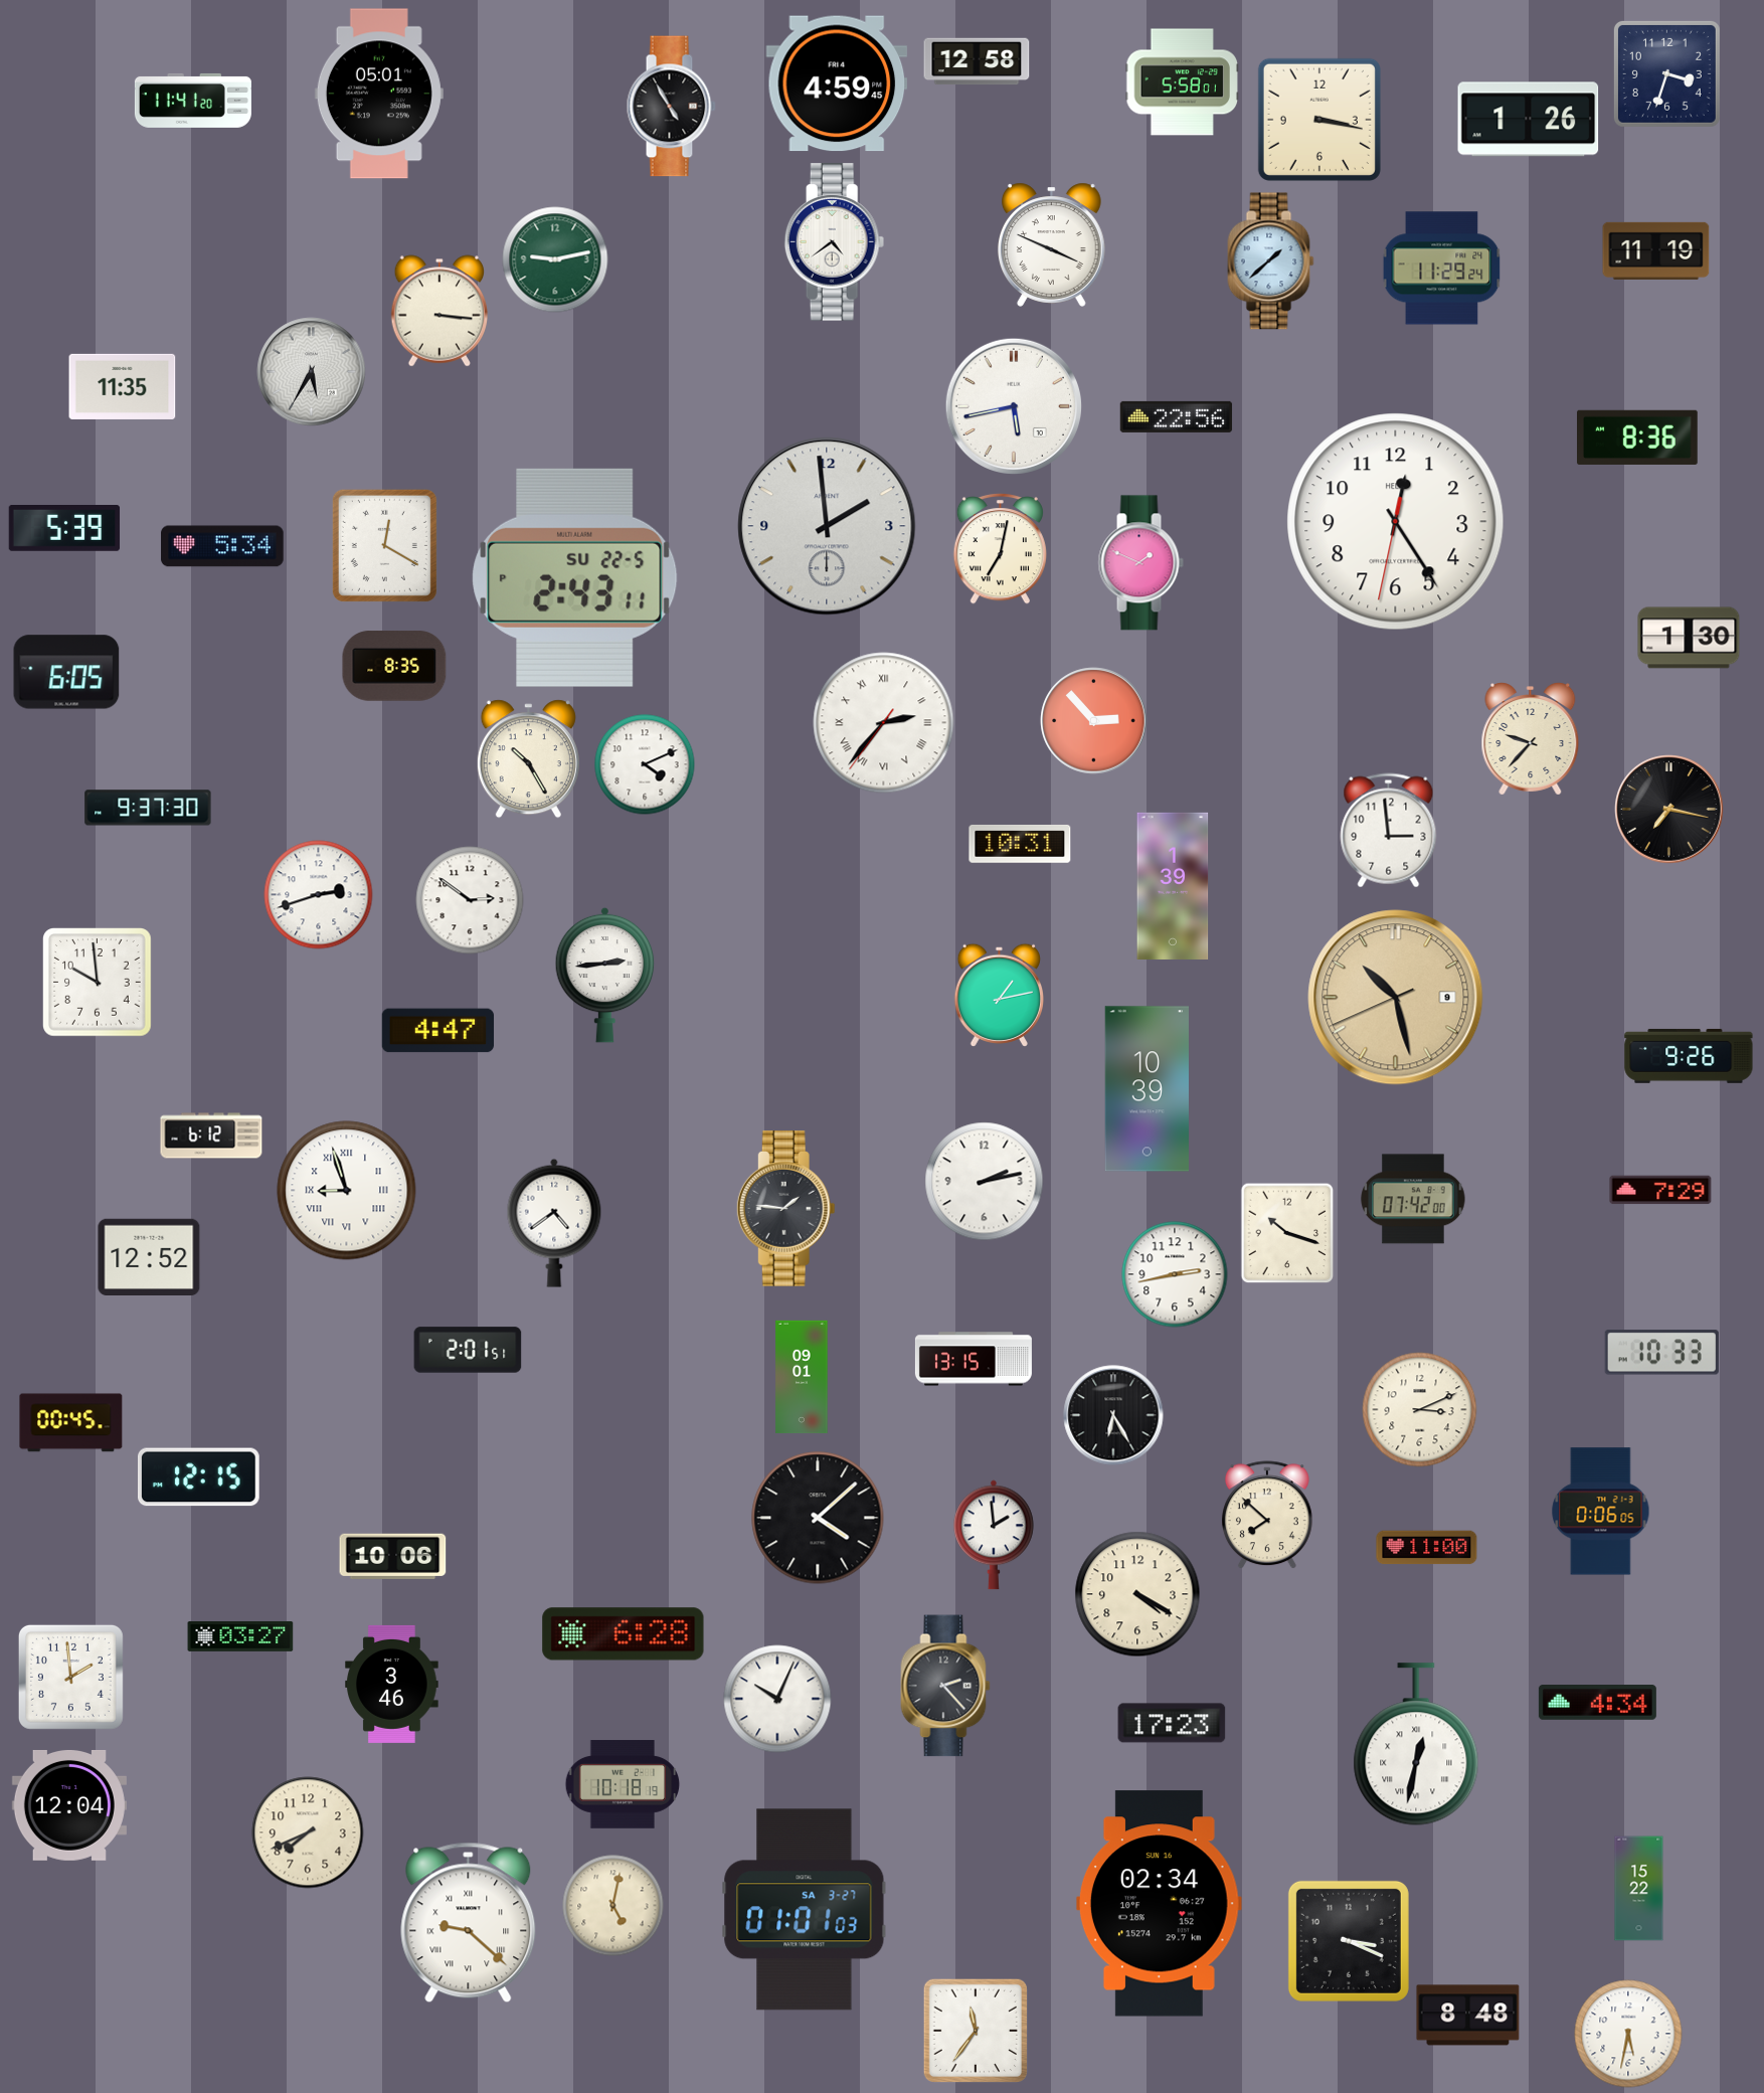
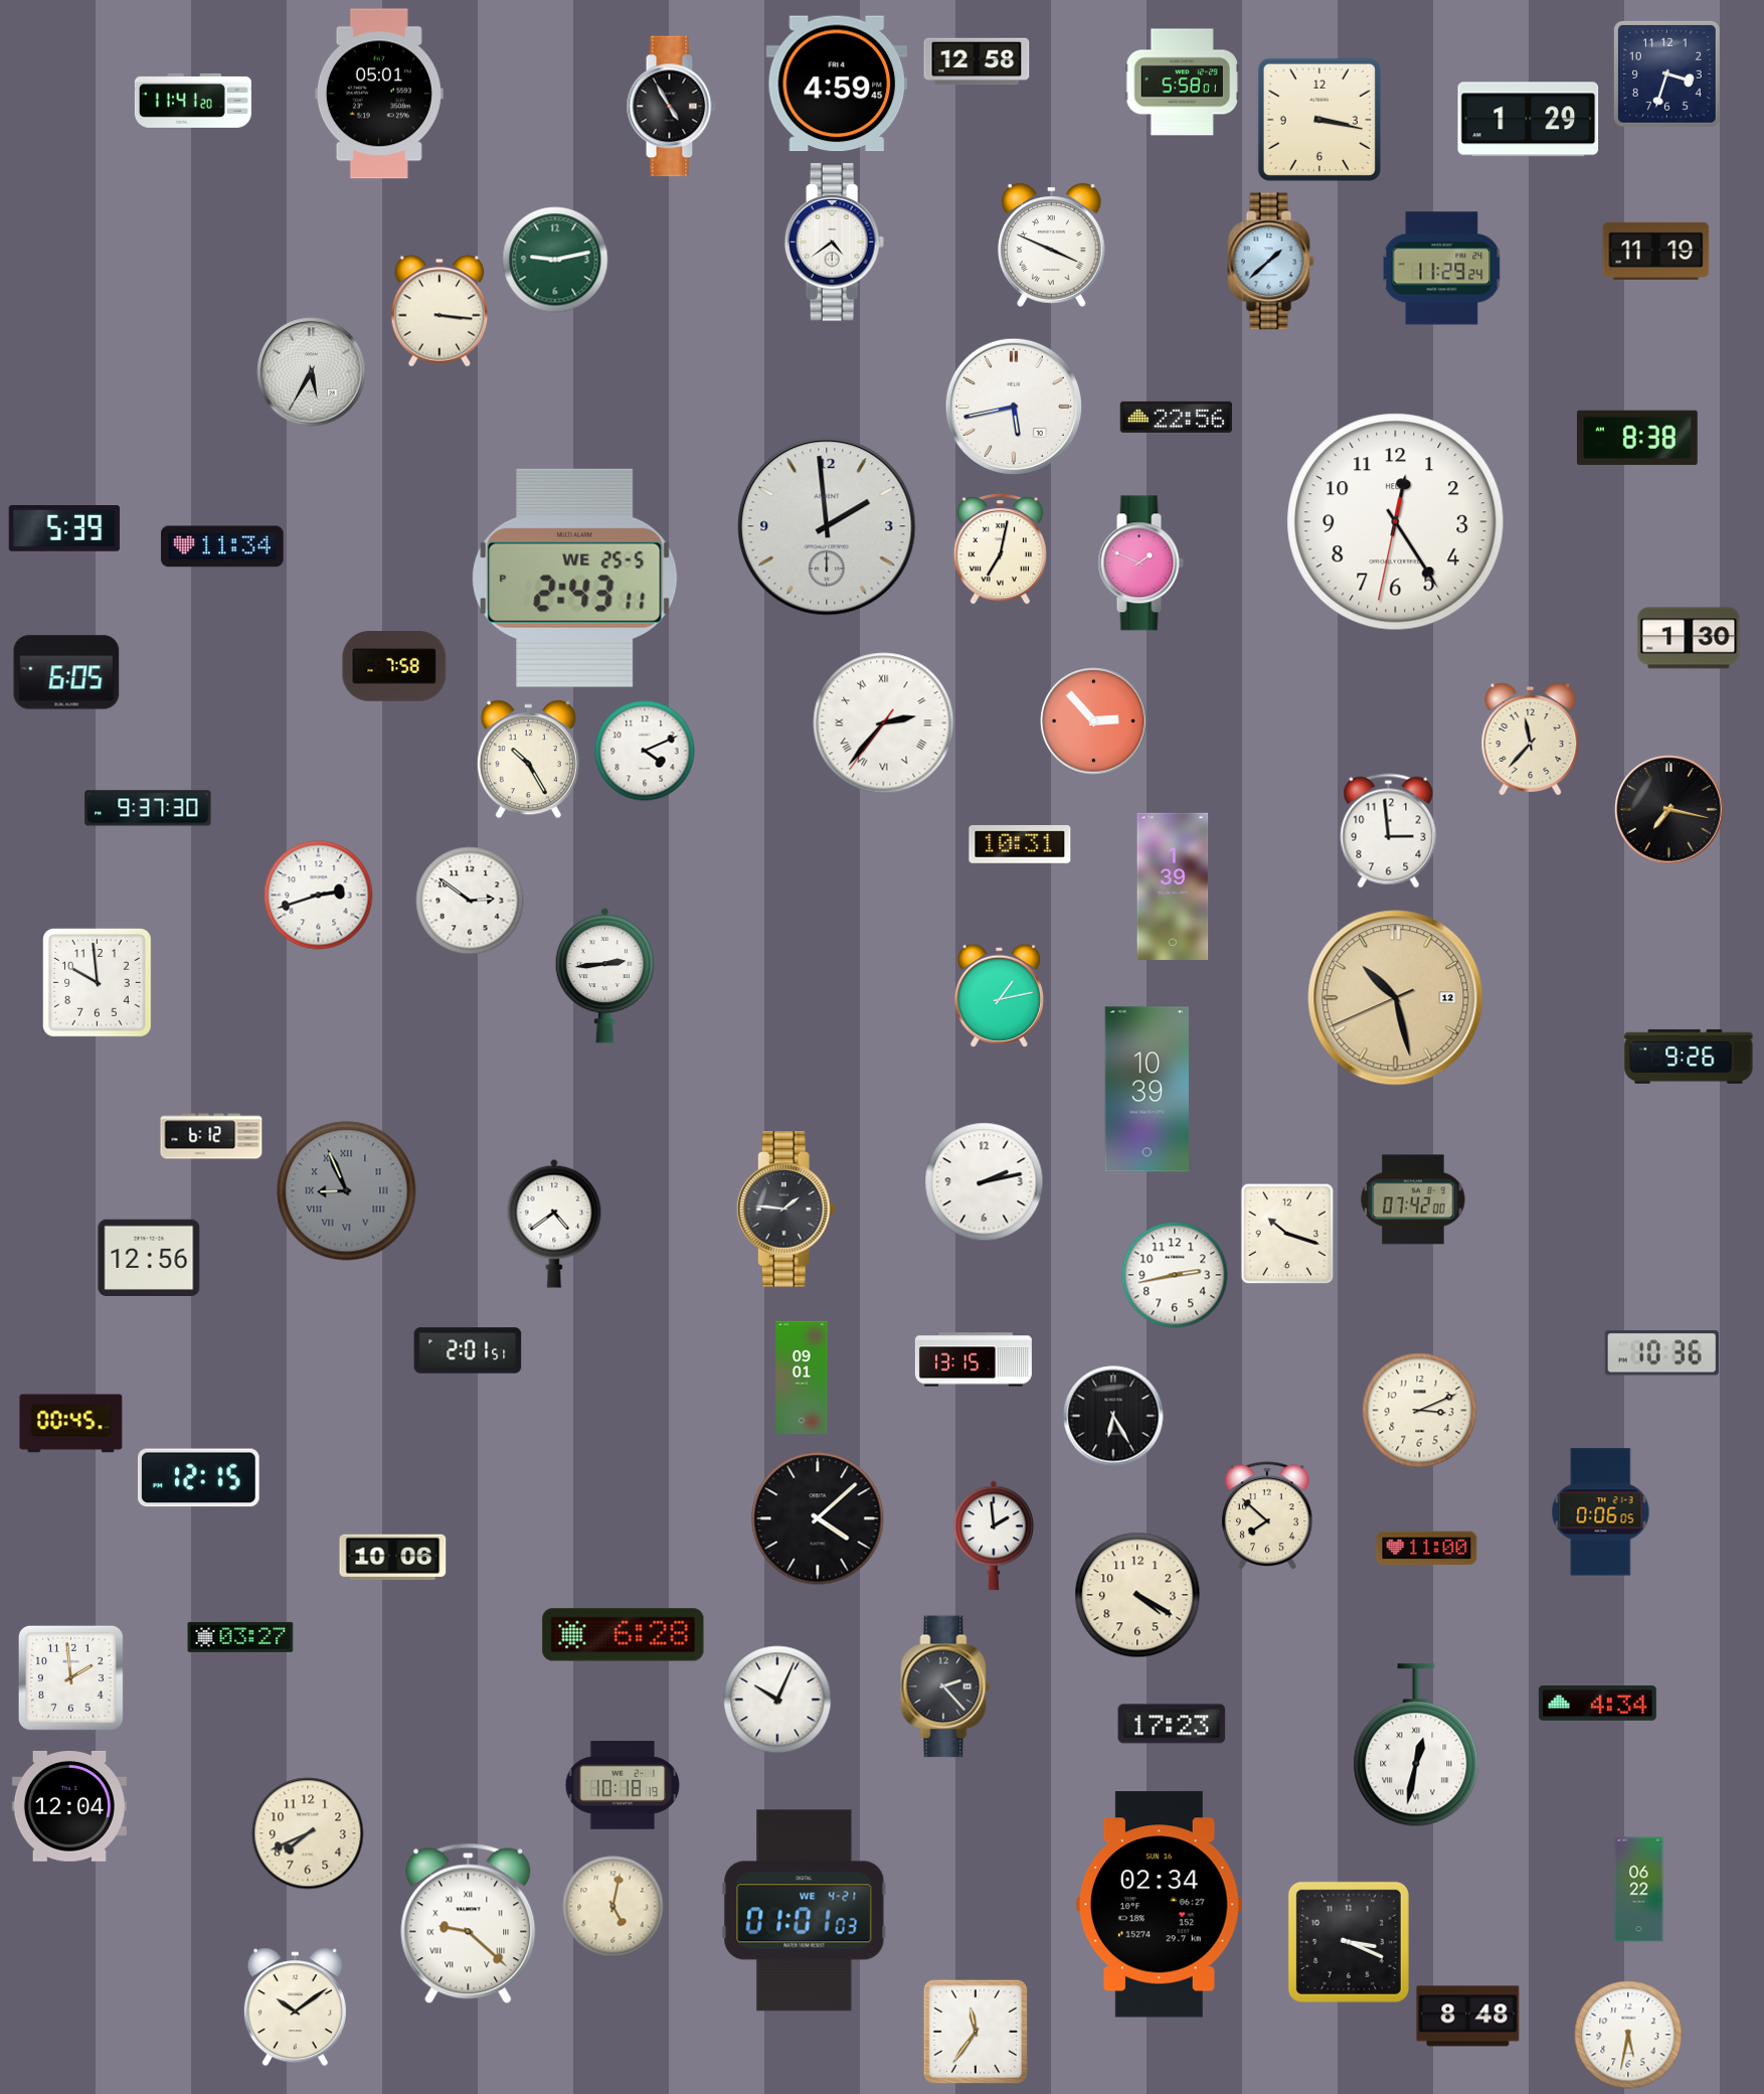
clock at (1529, 120): 1:26 -> 1:29
clock at (123, 386): 11:35 -> none
clock at (1638, 438): 8:36 -> 8:38
clock at (384, 545): 12:20 -> none
clock at (222, 546): 5:34 -> 11:34
clock at (575, 577) date: SU 22-5 -> WE 25-5
clock at (394, 666): 8:35 -> 7:58
clock at (1531, 739): 9:37 -> 11:37
clock at (645, 764) position: (645, 764) -> (645, 751)
clock at (1396, 998) date: 9 -> 12
clock at (438, 1031): 4:47 -> none
clock at (1660, 1190): 7:29 -> none
clock at (347, 1191): 8:57 -> 8:56
clock at (347, 1191) dial: white -> grey
clock at (149, 1256): 12:52 -> 12:56
clock at (1661, 1353): 10:33 -> 10:36
clock at (392, 1684): 3:46 -> none
clock at (1639, 1889): 15:22 -> 06:22
clock at (805, 1910) date: SA 3-27 -> WE 4-21
clock at (295, 2007): none -> 10:09
